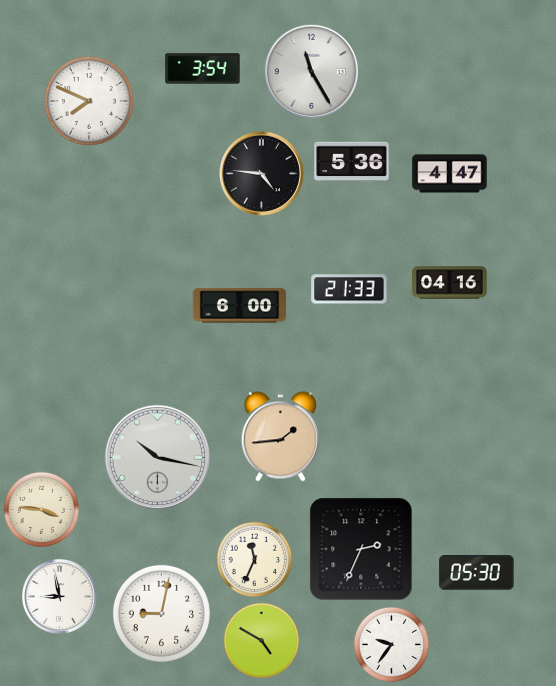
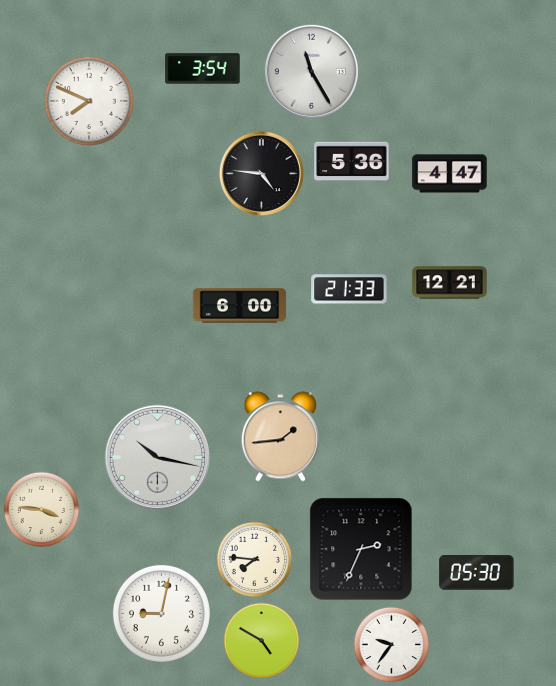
clock at (450, 283): 04:16 -> 12:21
clock at (255, 560): 11:34 -> 7:46
clock at (59, 596): 8:58 -> none
